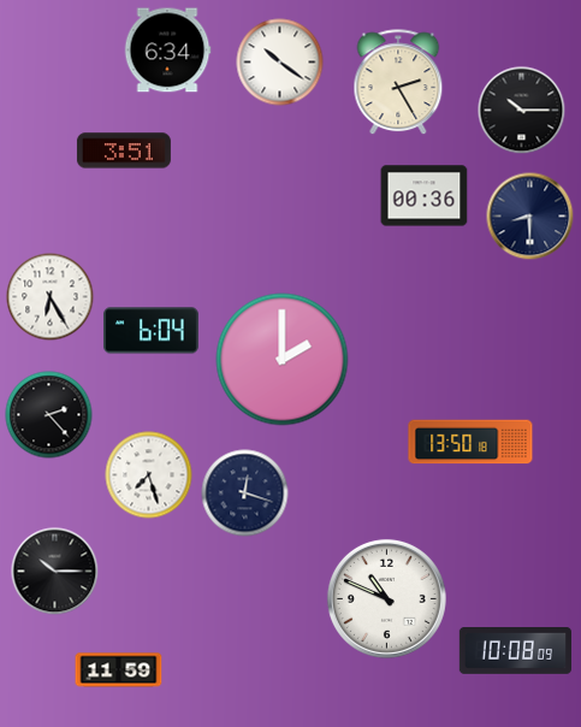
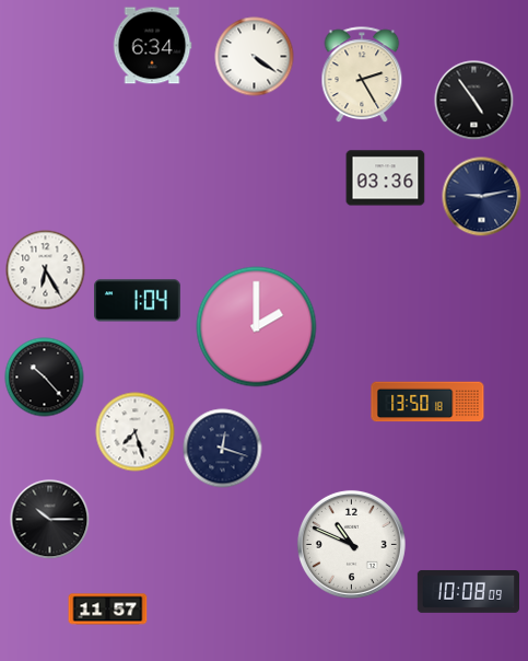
clock at (280, 63): 10:21 -> 4:21
clock at (522, 111): 10:15 -> 4:54
clock at (124, 150): 3:51 -> none
clock at (425, 196): 00:36 -> 03:36
clock at (530, 217): 8:30 -> 9:13
clock at (152, 331): 6:04 -> 1:04
clock at (49, 415): 2:23 -> 10:23
clock at (119, 670): 11:59 -> 11:57
